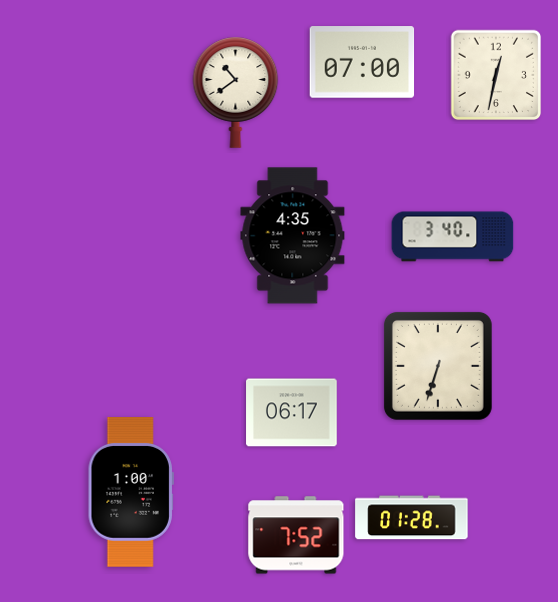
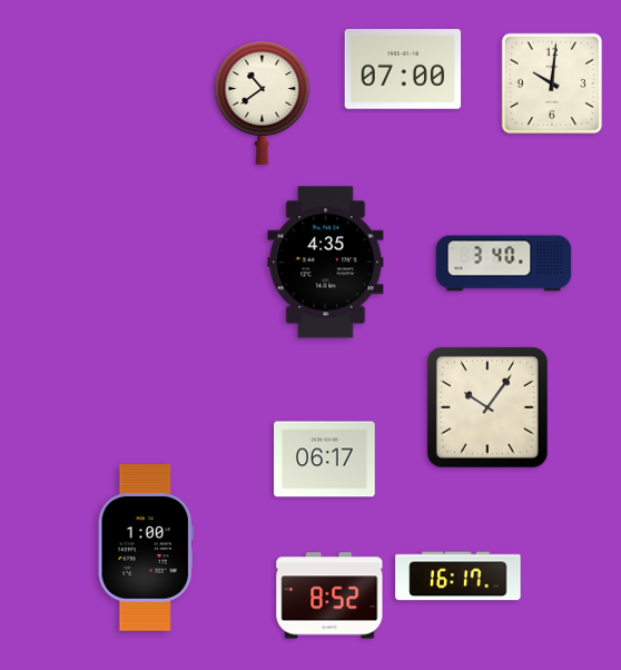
clock at (496, 75): 12:32 -> 10:01
clock at (438, 366): 6:33 -> 10:06
clock at (412, 518): 01:28 -> 16:17
clock at (296, 535): 7:52 -> 8:52
